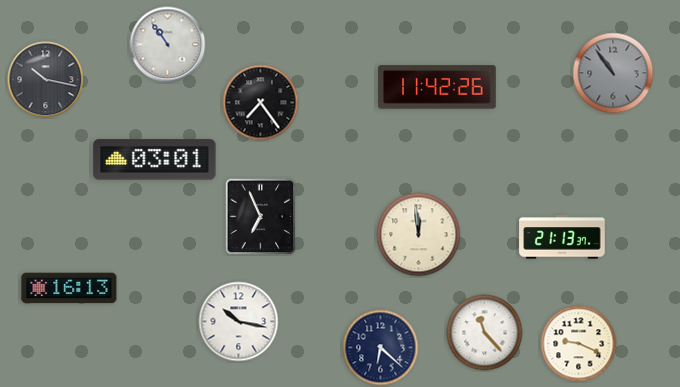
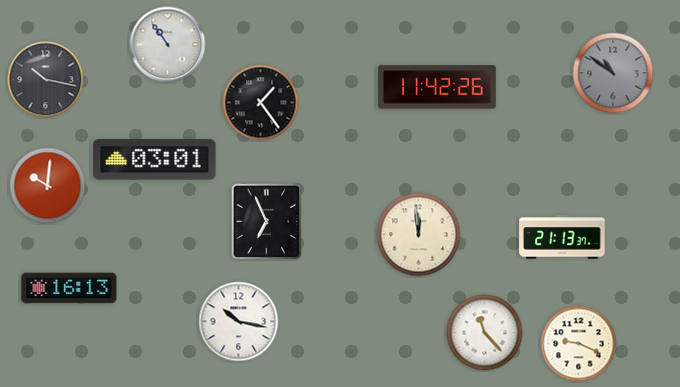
clock at (613, 73): 10:54 -> 10:51
clock at (261, 103): 7:24 -> 1:24
clock at (48, 186): none -> 10:01
clock at (261, 217) position: (261, 217) -> (267, 222)
clock at (381, 348): 6:22 -> none
